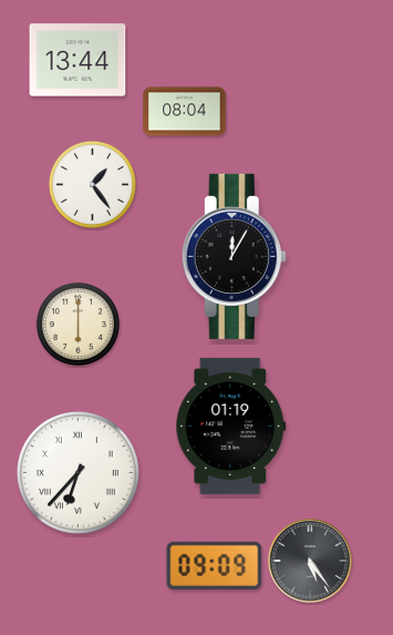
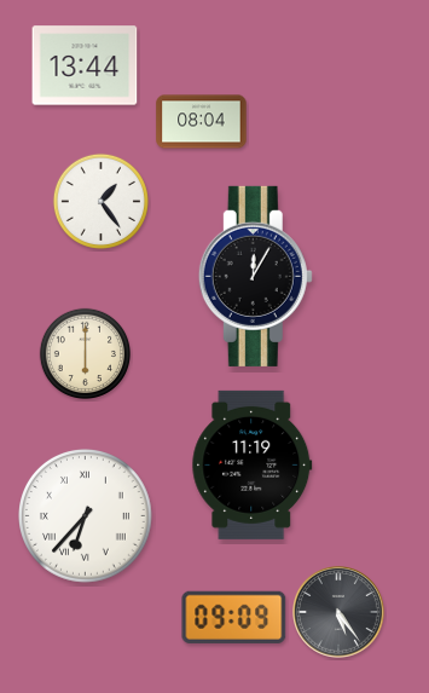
clock at (234, 256) position: (234, 256) -> (255, 276)
clock at (231, 426): 01:19 -> 11:19
